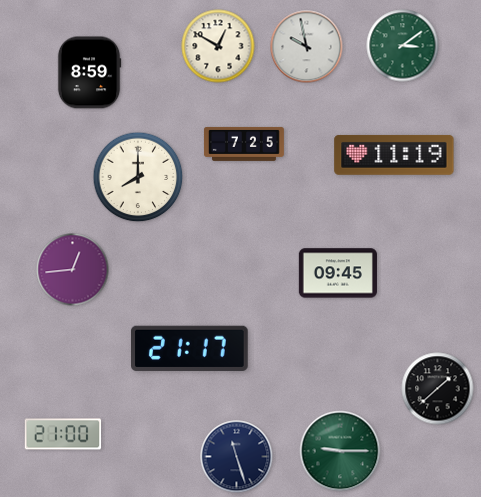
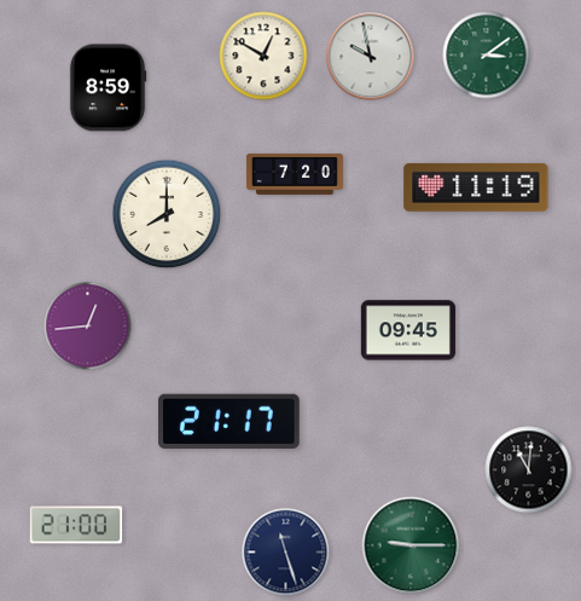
clock at (244, 144): 7:25 -> 7:20
clock at (438, 389): 1:38 -> 11:01
